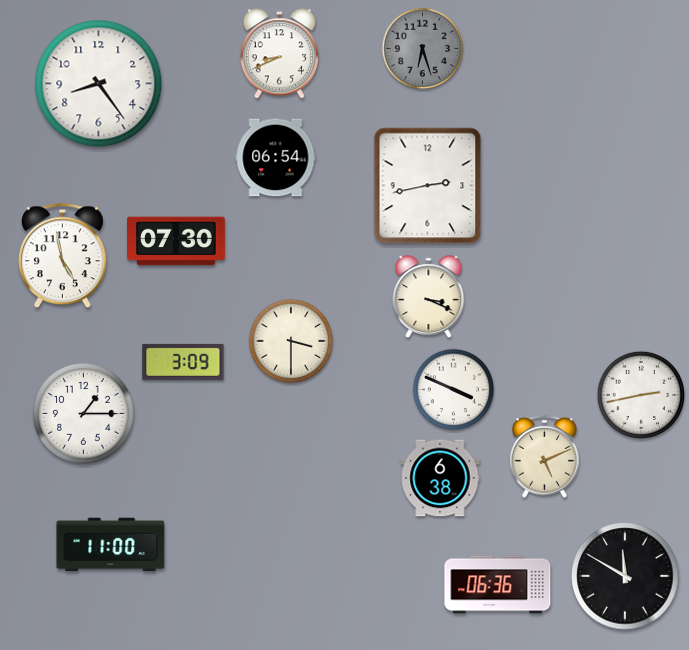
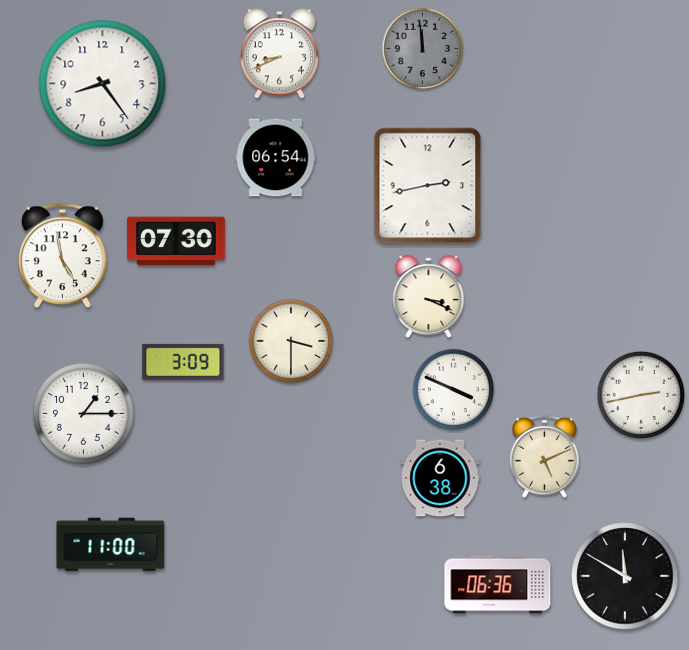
clock at (423, 49): 6:27 -> 11:59
clock at (99, 84) position: (99, 84) -> (103, 84)
